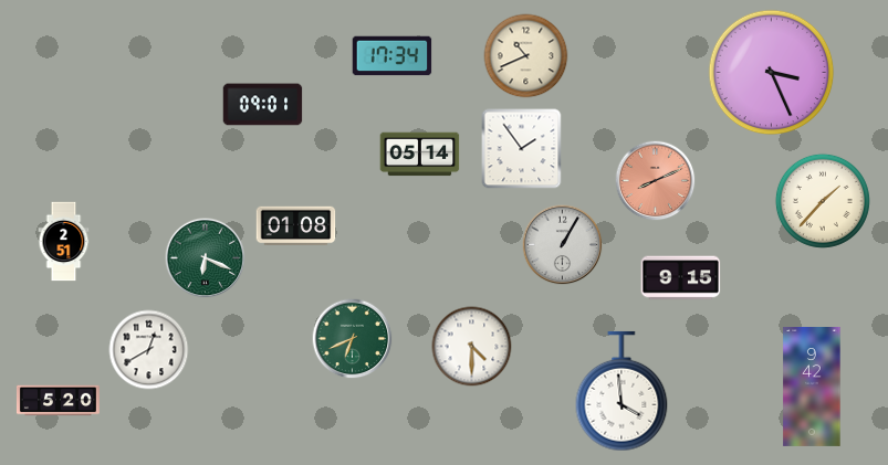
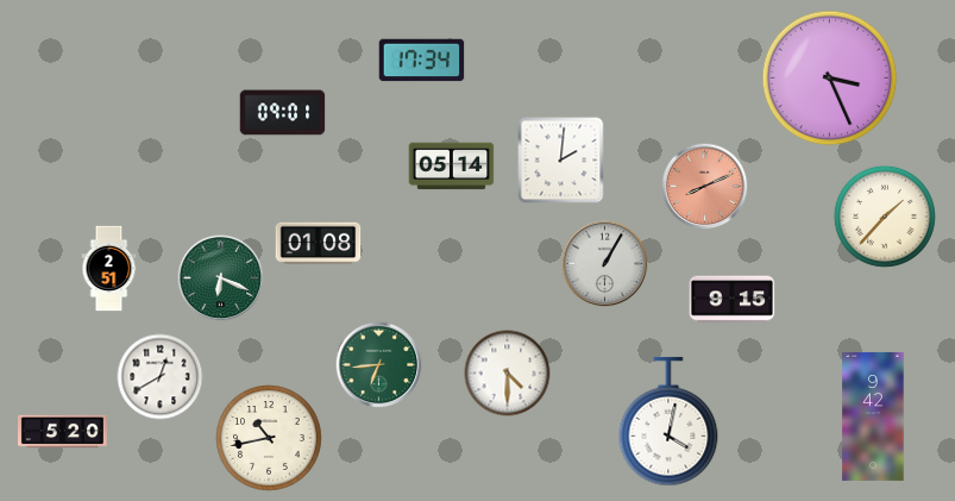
clock at (526, 56): 10:41 -> none
clock at (522, 149): 1:54 -> 2:01
clock at (656, 181) position: (656, 181) -> (705, 187)
clock at (64, 242) position: (64, 242) -> (109, 269)
clock at (353, 339): 6:41 -> 6:44
clock at (621, 391): 3:59 -> 4:02
clock at (270, 439): none -> 10:43
